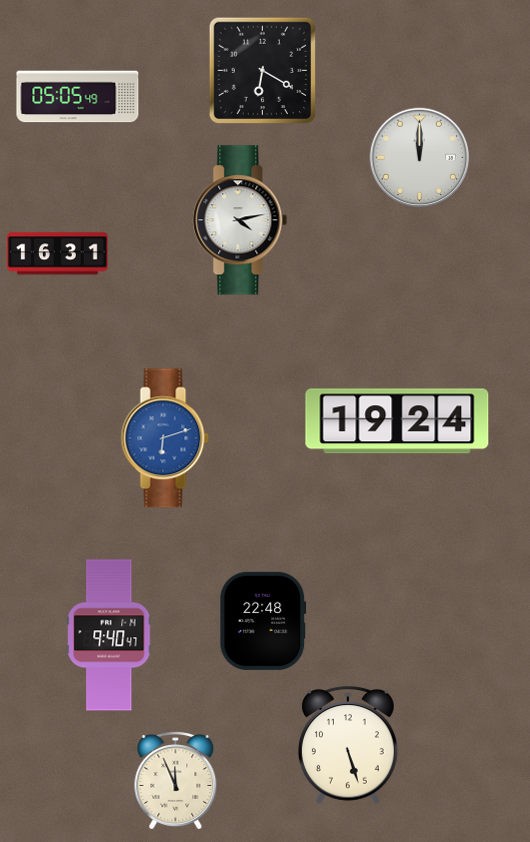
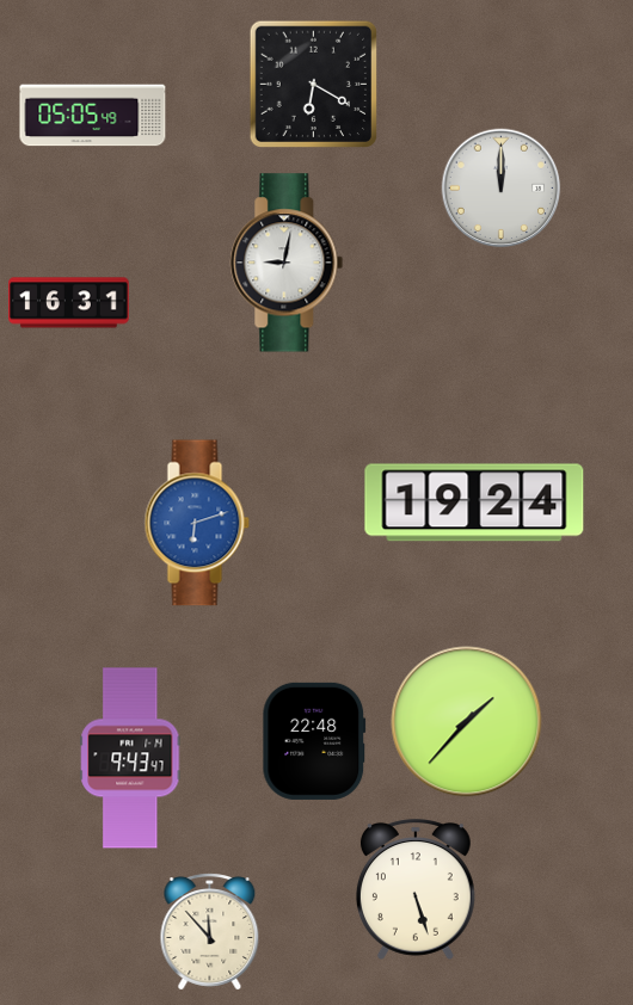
clock at (240, 220): 4:13 -> 9:02
clock at (467, 722): none -> 1:37
clock at (109, 635): 9:40 -> 9:43
clock at (176, 781): 11:56 -> 11:53
